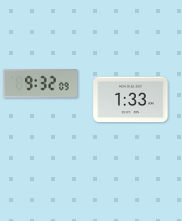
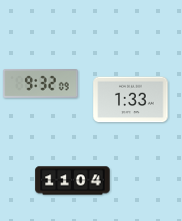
clock at (73, 181): none -> 11:04
